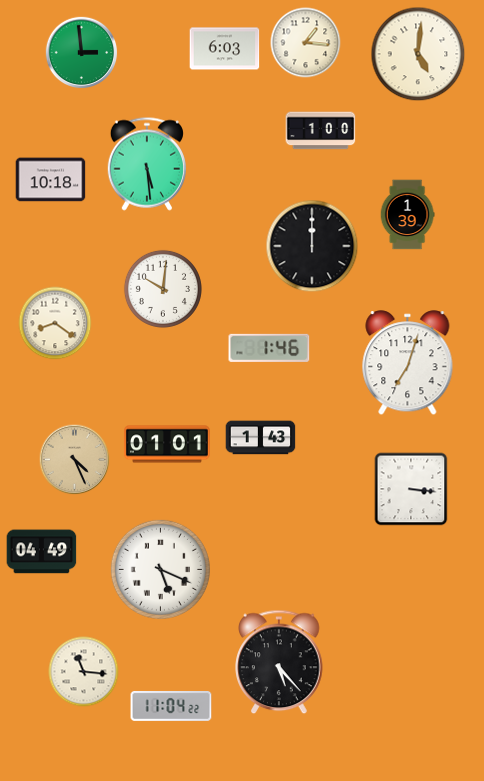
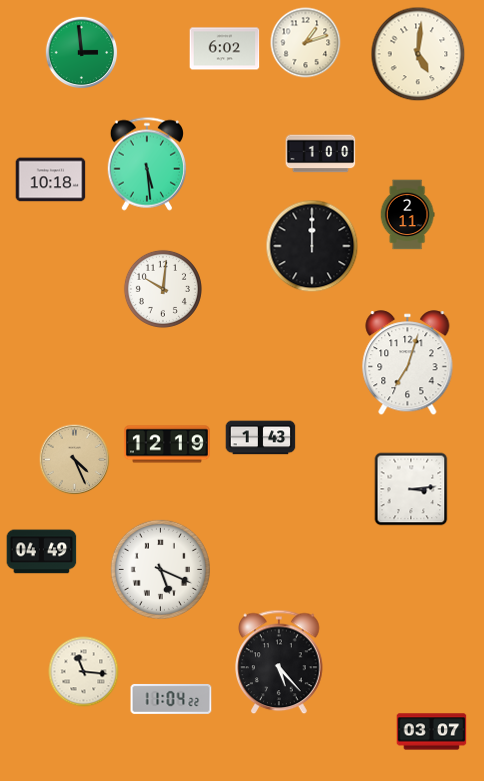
clock at (306, 43): 1:16 -> 1:12
clock at (225, 49): 6:03 -> 6:02
clock at (321, 131) position: (321, 131) -> (321, 154)
clock at (407, 215): 1:39 -> 2:11
clock at (55, 323): 8:21 -> none
clock at (269, 348): 1:46 -> none
clock at (167, 444): 01:01 -> 12:19
clock at (411, 489): 3:16 -> 3:14
clock at (171, 706) position: (171, 706) -> (171, 699)
clock at (432, 732): none -> 03:07
